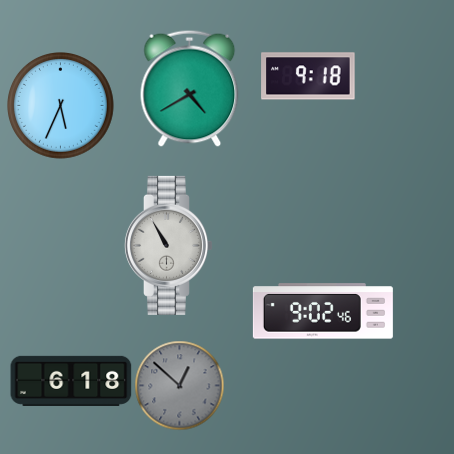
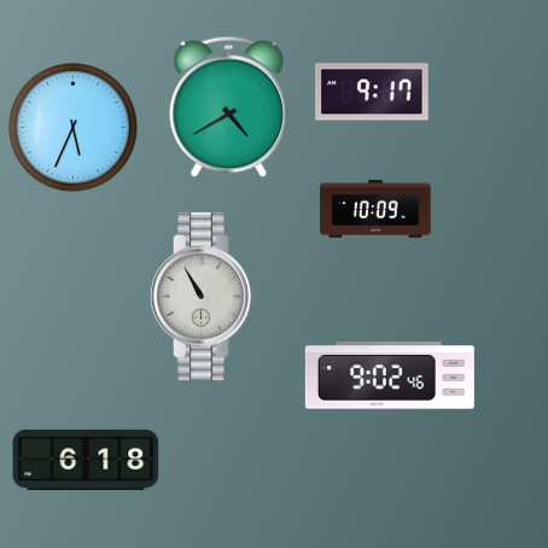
clock at (308, 76): 9:18 -> 9:17
clock at (375, 209): none -> 10:09
clock at (179, 385): 12:52 -> none
